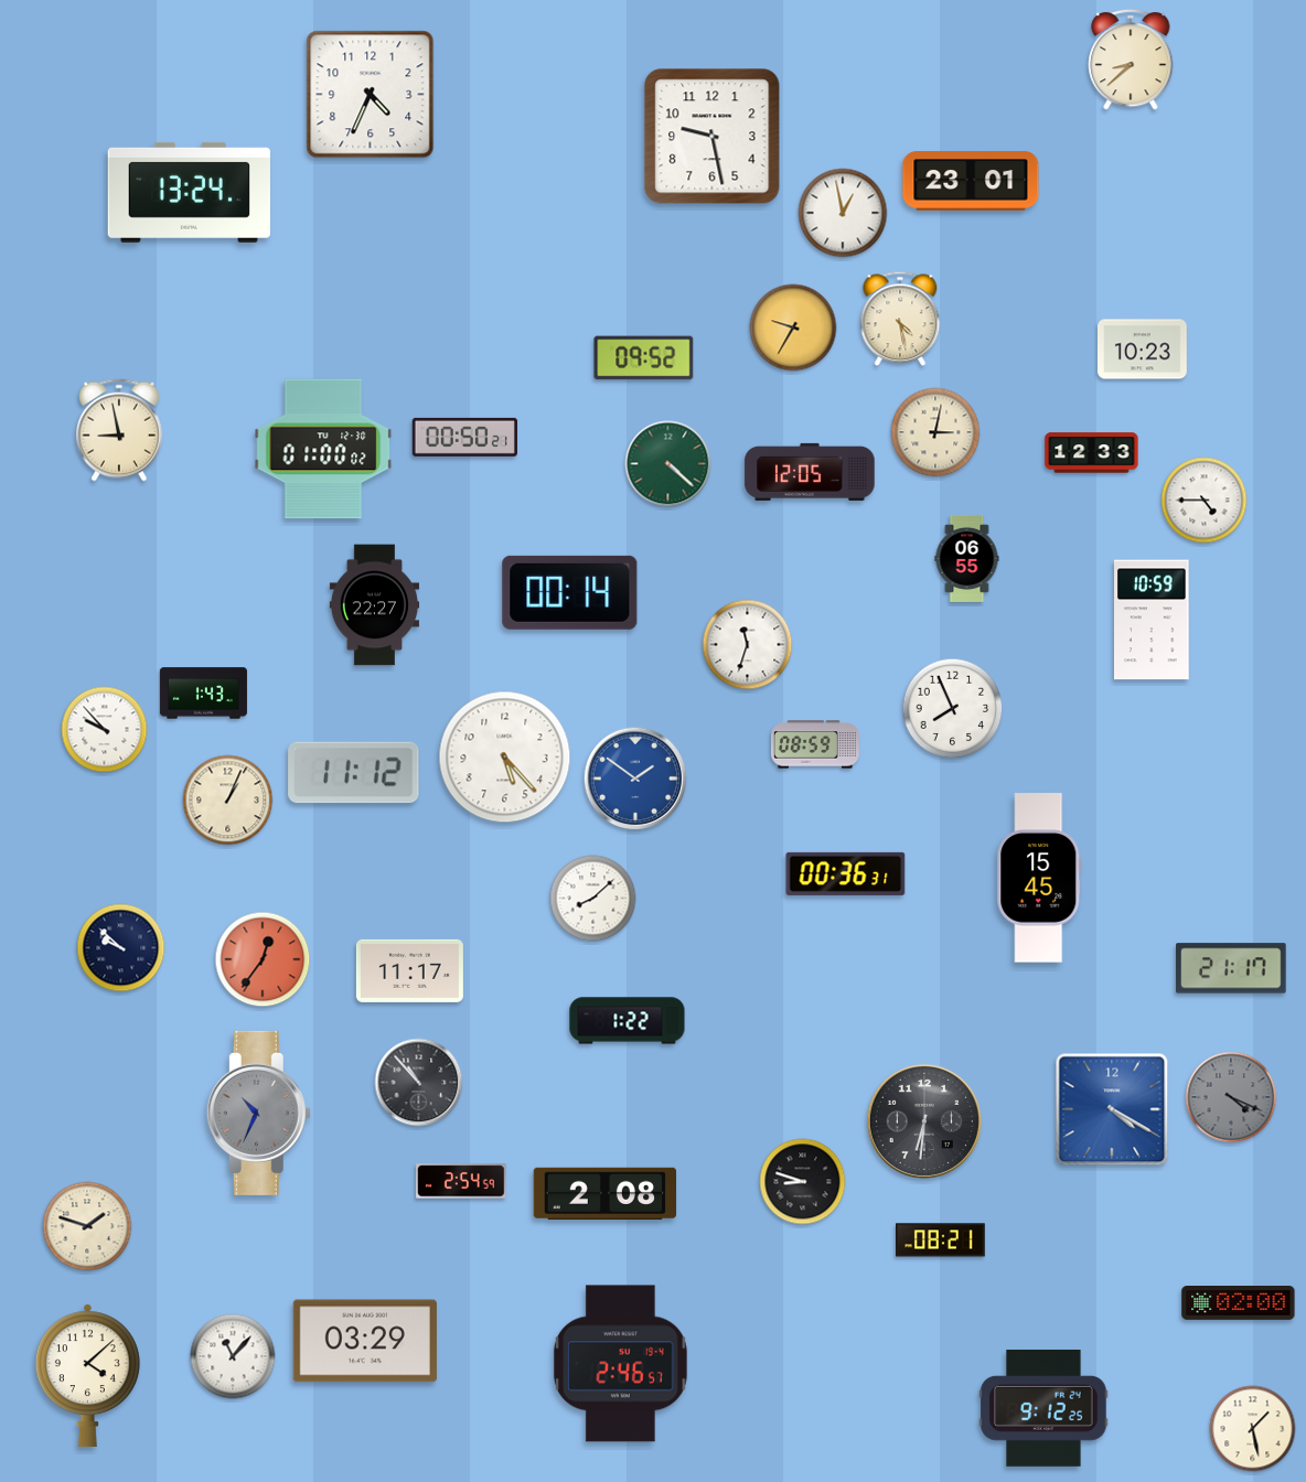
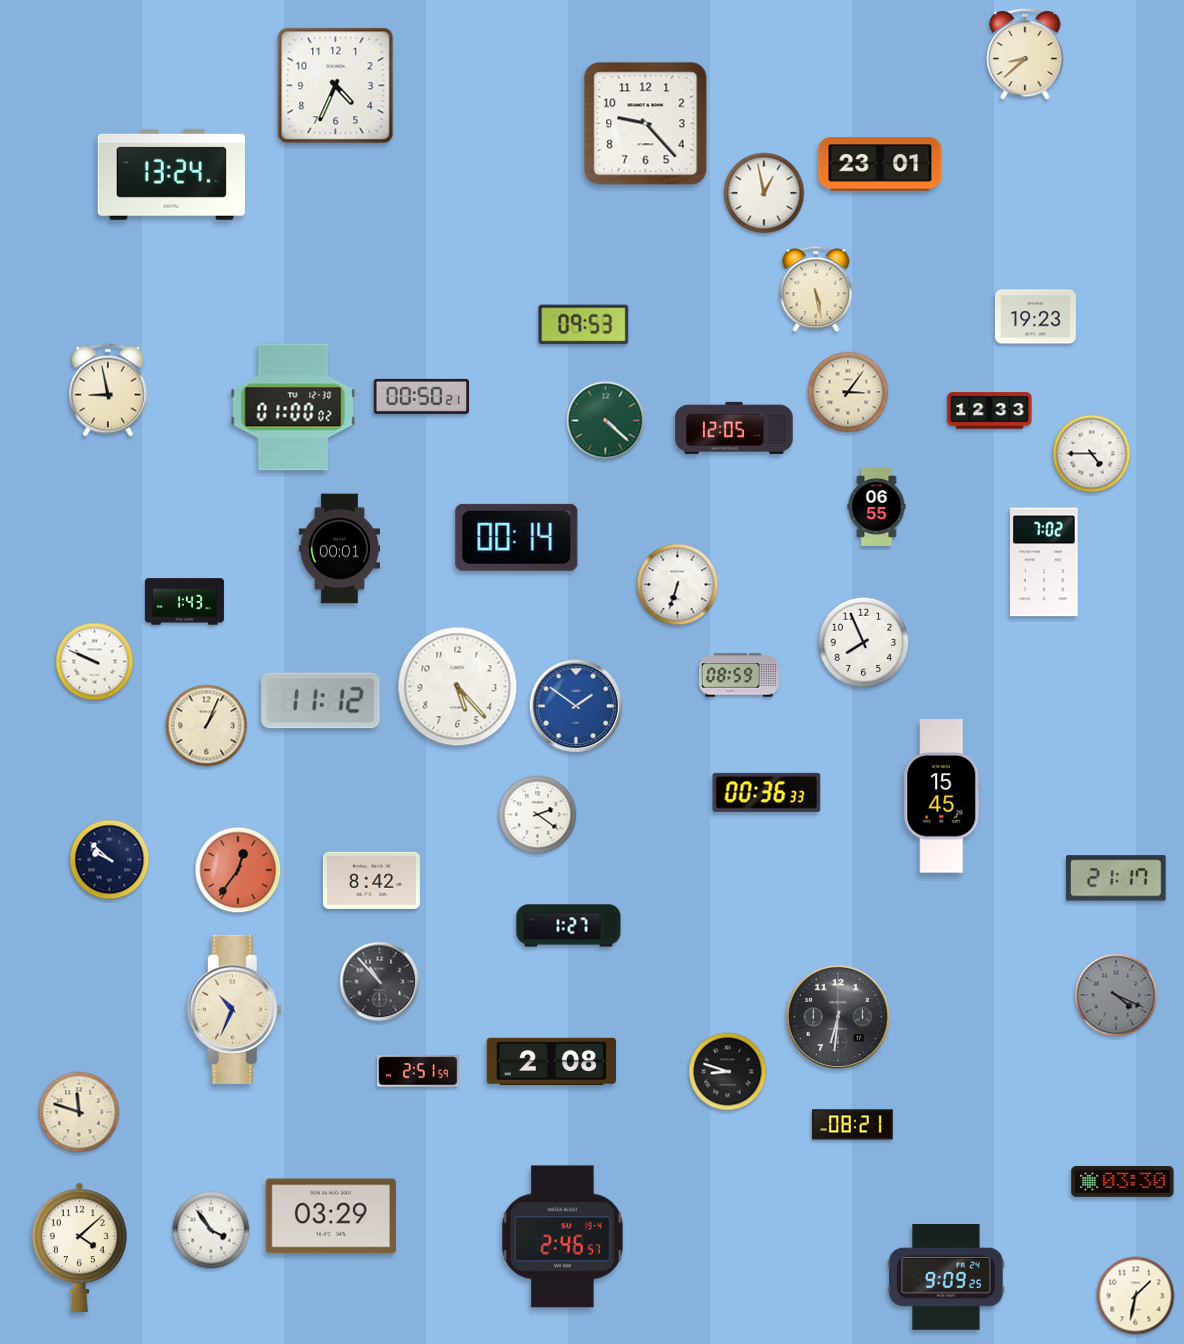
clock at (713, 137): 9:28 -> 9:23
clock at (900, 319): 4:28 -> 5:28
clock at (793, 327): 9:35 -> none
clock at (1143, 350): 10:23 -> 19:23
clock at (644, 358): 09:52 -> 09:53
clock at (935, 432): 3:02 -> 3:06
clock at (374, 605): 22:27 -> 00:01
clock at (1153, 620): 10:59 -> 7:02
clock at (748, 645): 11:33 -> 6:33
clock at (203, 694) position: (203, 694) -> (184, 602)
clock at (105, 730): 9:53 -> 9:49
clock at (846, 873): 00:36:31 -> 00:36:33
clock at (593, 899): 8:08 -> 2:21
clock at (409, 970): 11:17 -> 8:42
clock at (628, 1021): 1:22 -> 1:27
clock at (1112, 1109): 4:20 -> none
clock at (258, 1113) dial: grey -> cream
clock at (461, 1181): 2:54 -> 2:51
clock at (606, 1193) position: (606, 1193) -> (552, 1061)
clock at (87, 1226): 1:48 -> 11:48
clock at (1239, 1303): 02:00 -> 03:30
clock at (233, 1356): 11:07 -> 3:54
clock at (1043, 1408): 9:12 -> 9:09
clock at (1253, 1429): 1:28 -> 1:32
